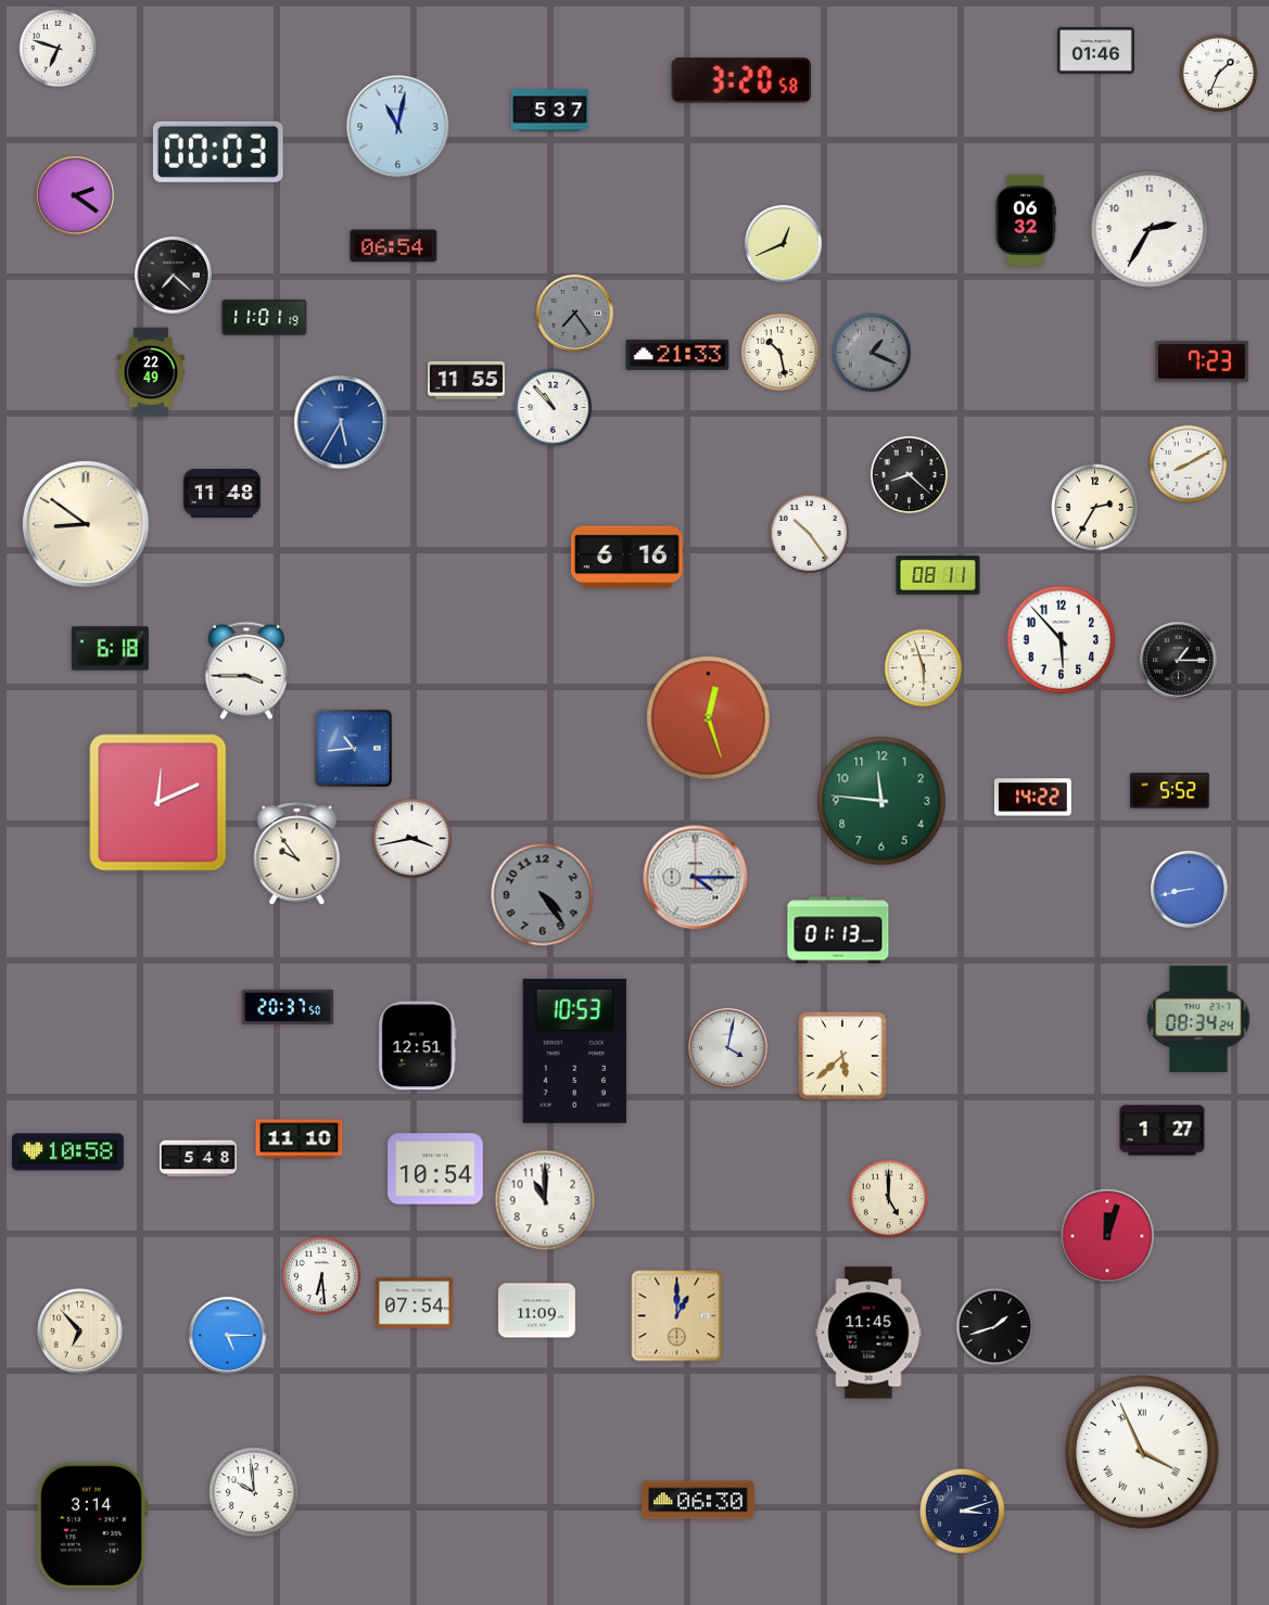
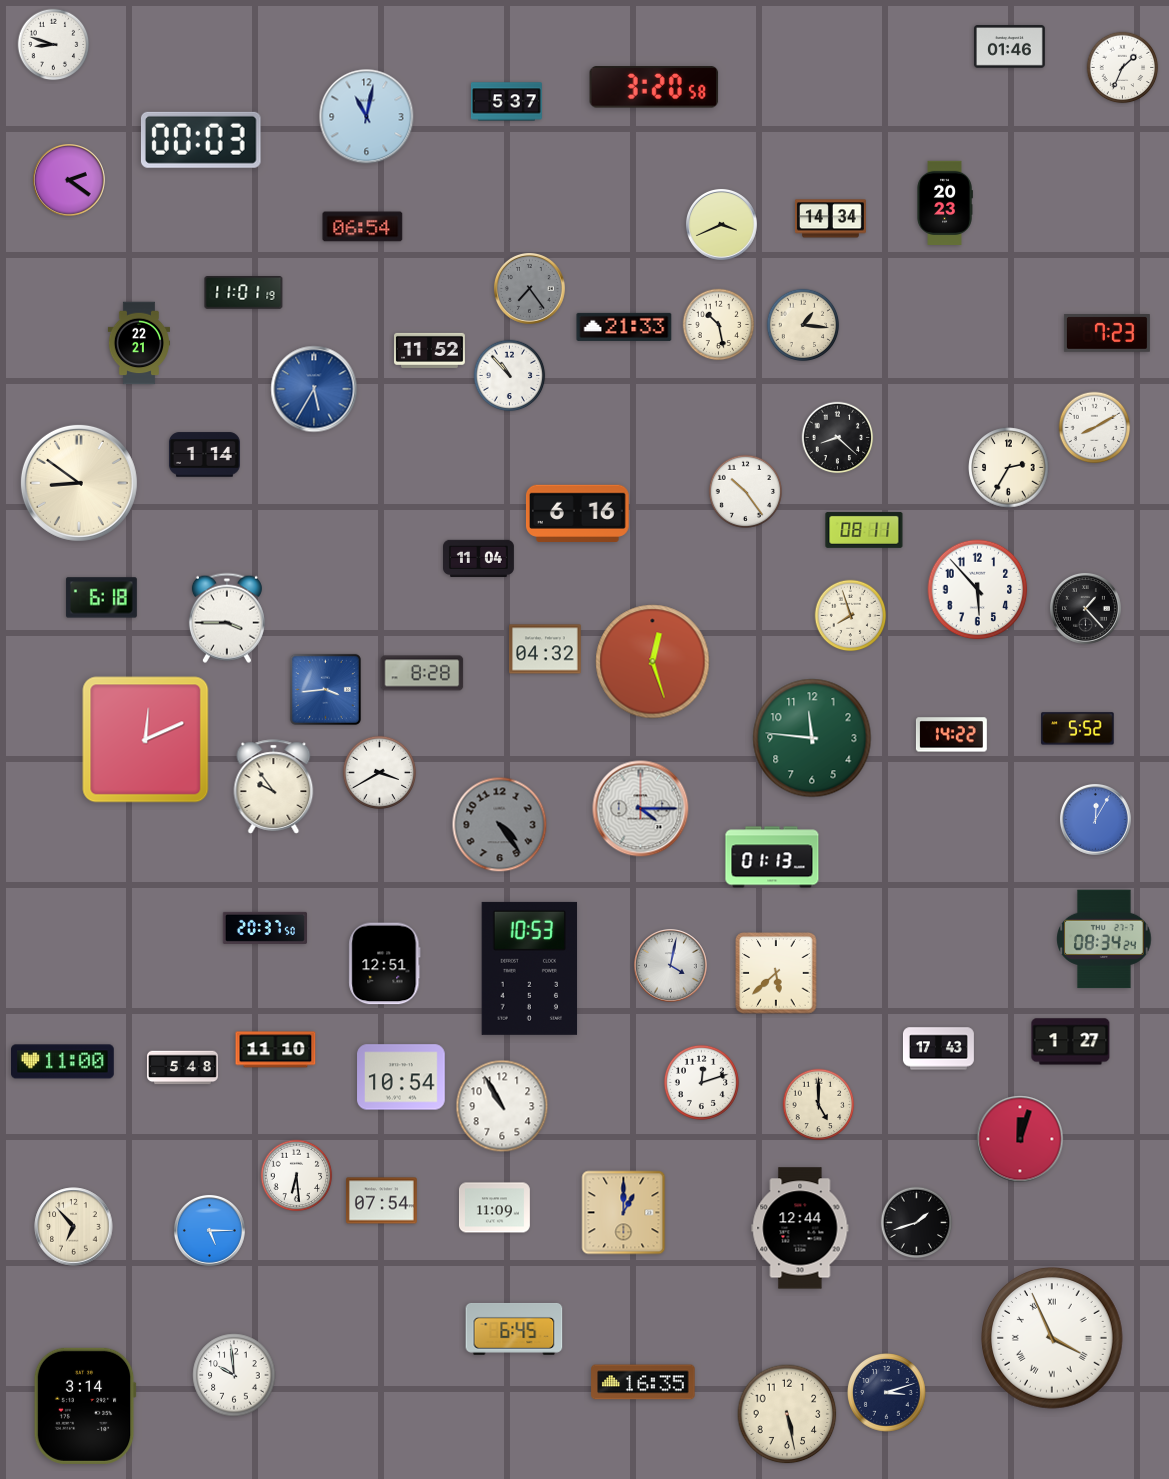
clock at (59, 49): 6:48 -> 8:48
clock at (741, 80) position: (741, 80) -> (654, 87)
clock at (1026, 219): 06:32 -> 20:23
clock at (1150, 229): 2:35 -> none
clock at (831, 219): none -> 14:34
clock at (783, 243): 12:41 -> 3:41
clock at (173, 275): 7:22 -> none
clock at (872, 353): 1:19 -> 1:16
clock at (872, 353) dial: grey -> cream
clock at (150, 372): 22:49 -> 22:21
clock at (467, 380): 11:55 -> 11:52
clock at (221, 494): 11:48 -> 1:14
clock at (479, 559): none -> 11:04
clock at (1178, 660): 1:15 -> 1:23
clock at (924, 668): 5:57 -> 7:57
clock at (545, 649): none -> 04:32
clock at (422, 673): none -> 8:28
clock at (353, 748): 10:44 -> 3:44
clock at (411, 838): 3:43 -> 3:40
clock at (1189, 889): 8:43 -> 12:05
clock at (938, 1049): none -> 17:43
clock at (68, 1152): 10:58 -> 11:00
clock at (701, 1082): none -> 12:12
clock at (545, 1200): 11:00 -> 10:55
clock at (868, 1333): 11:45 -> 12:44
clock at (514, 1329): none -> 6:45
clock at (698, 1500): 06:30 -> 16:35
clock at (787, 1414): none -> 5:28
